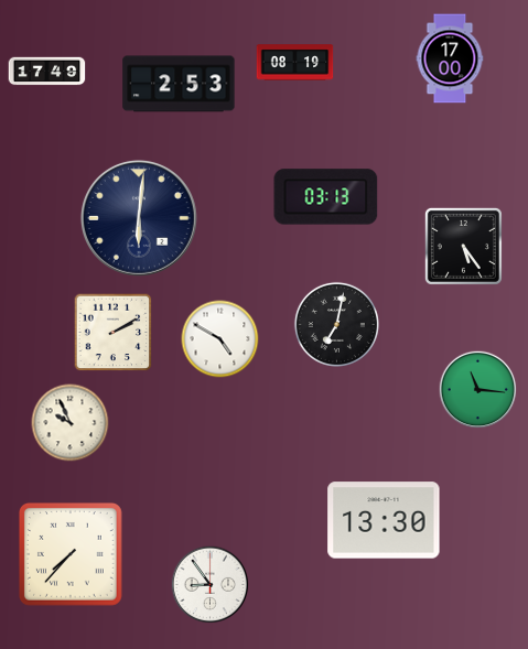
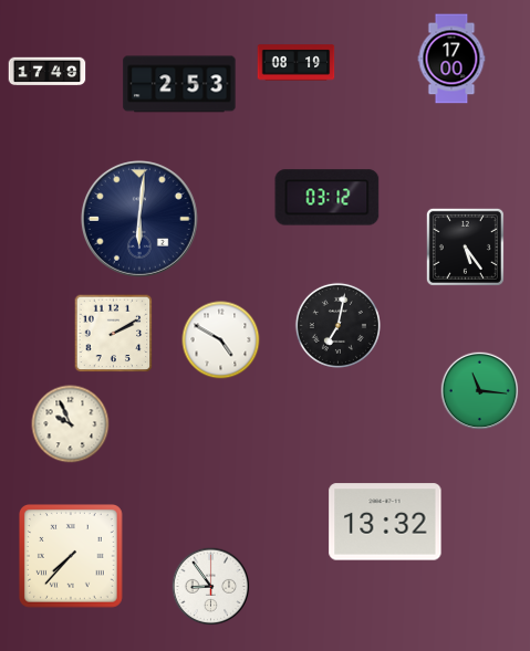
clock at (326, 197): 03:13 -> 03:12
clock at (384, 520): 13:30 -> 13:32
